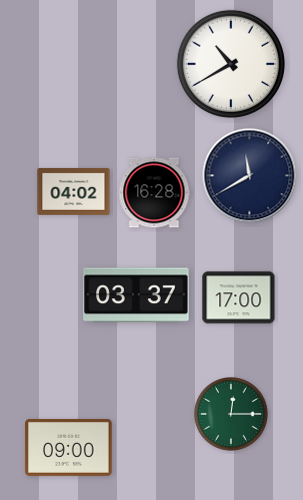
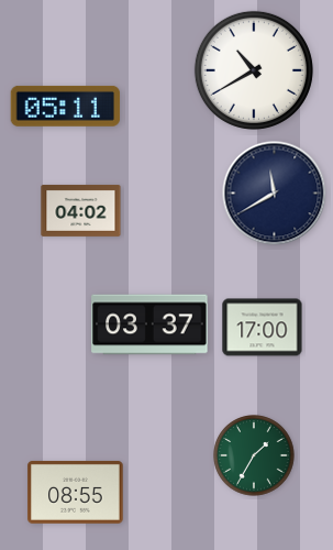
clock at (66, 106): none -> 05:11
clock at (154, 193): 16:28 -> none
clock at (231, 414): 12:15 -> 1:35
clock at (69, 447): 09:00 -> 08:55
